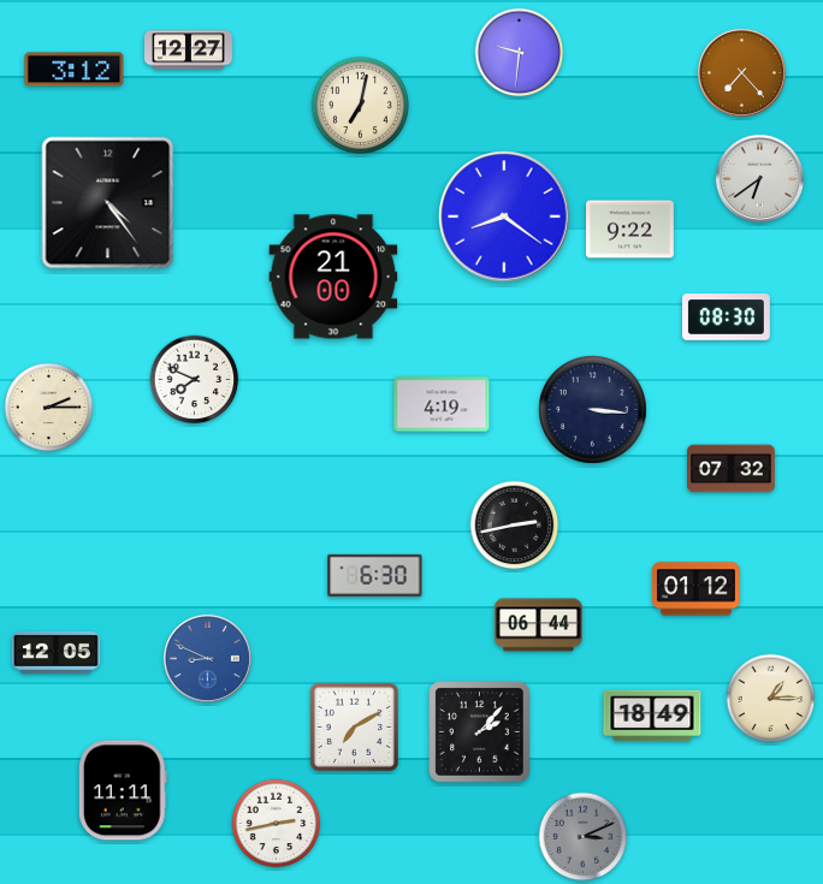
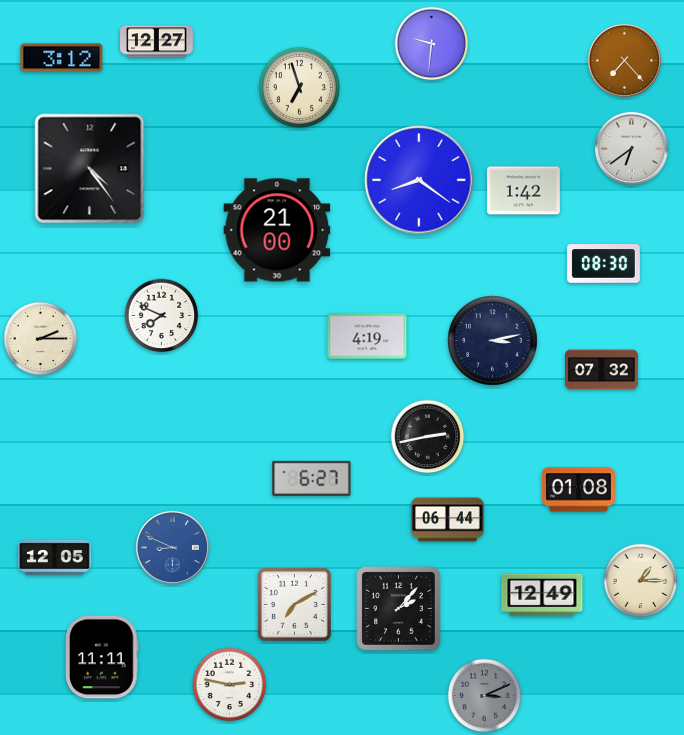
clock at (741, 72) position: (741, 72) -> (624, 60)
clock at (360, 105): 7:02 -> 6:57
clock at (630, 230): 9:22 -> 1:42
clock at (593, 410): 3:16 -> 3:13
clock at (732, 469) position: (732, 469) -> (602, 370)
clock at (375, 575): 6:30 -> 6:27
clock at (695, 589): 01:12 -> 01:08
clock at (57, 652) position: (57, 652) -> (55, 557)
clock at (652, 716): 18:49 -> 12:49
clock at (277, 824): 2:43 -> 2:47
